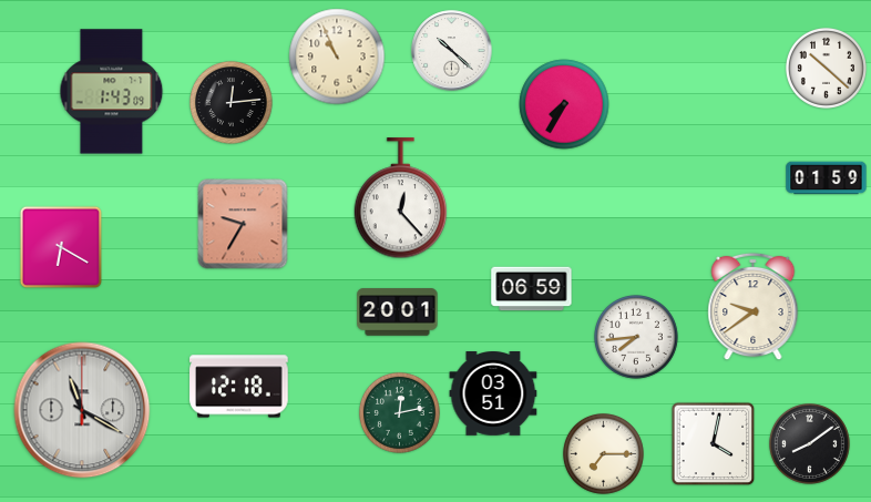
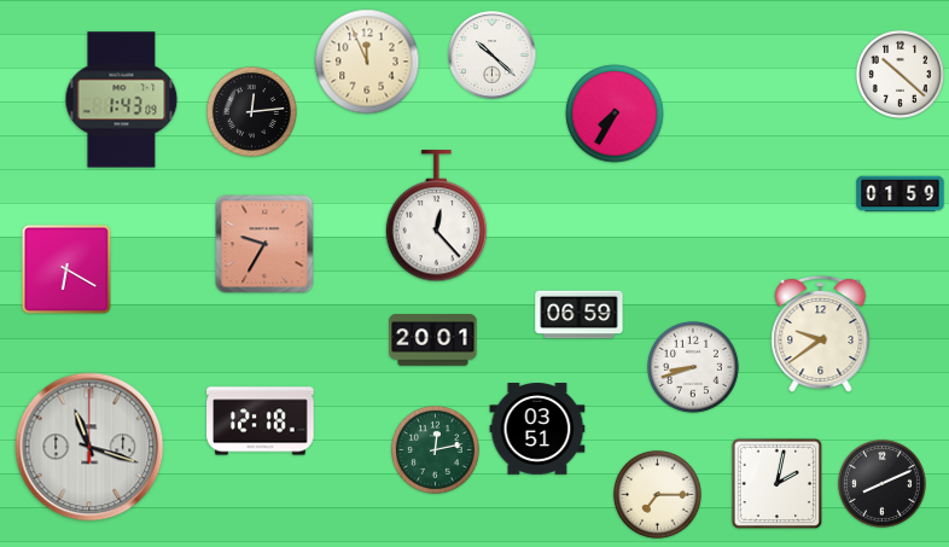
clock at (337, 57): 10:56 -> 11:56
clock at (637, 338): 7:44 -> 8:42
clock at (82, 410): 11:20 -> 11:18
clock at (809, 443): 8:09 -> 8:11
clock at (714, 444): 4:02 -> 2:02
